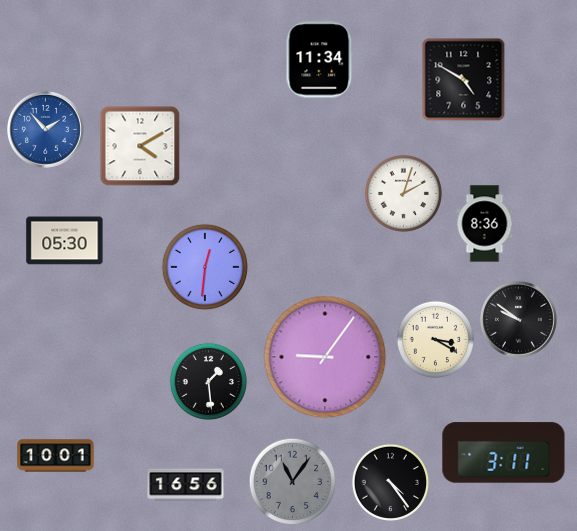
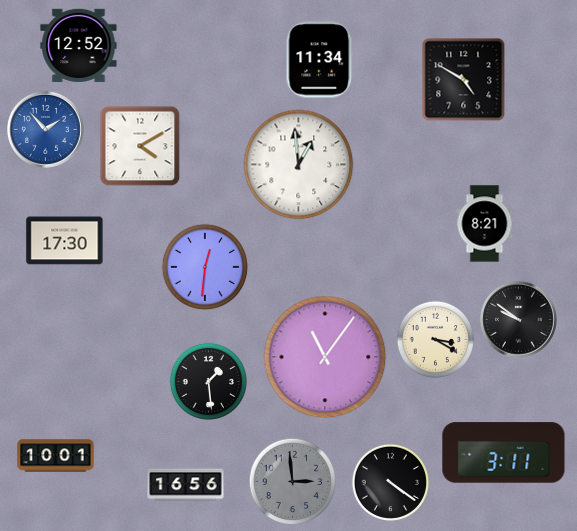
clock at (79, 45): none -> 12:52
clock at (299, 165): none -> 12:59
clock at (403, 193): 2:03 -> none
clock at (485, 224): 8:36 -> 8:21
clock at (65, 241): 05:30 -> 17:30
clock at (325, 357): 9:06 -> 11:06
clock at (292, 481): 11:06 -> 2:59
clock at (390, 482): 4:24 -> 4:21
